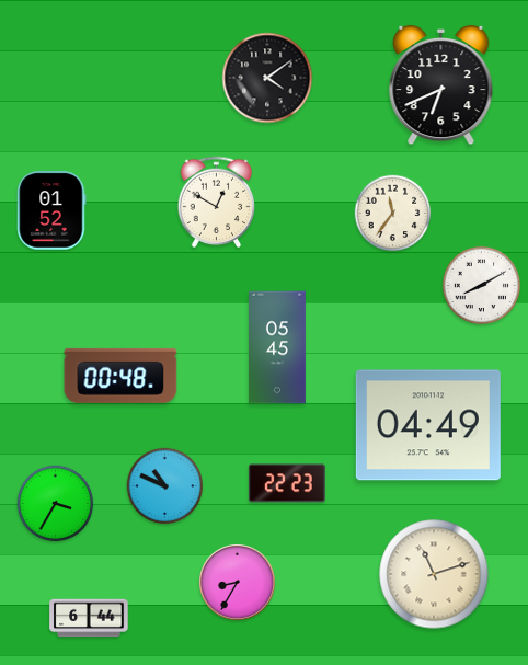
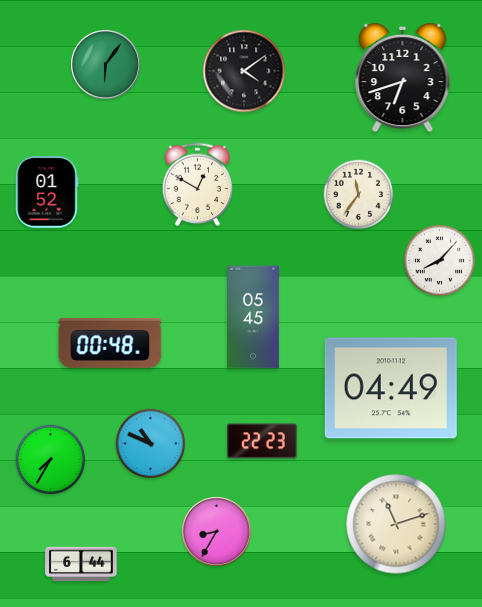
clock at (106, 65): none -> 6:06
clock at (441, 85): 6:41 -> 6:42
clock at (481, 285): 8:10 -> 8:07
clock at (56, 504): 3:35 -> 7:35
